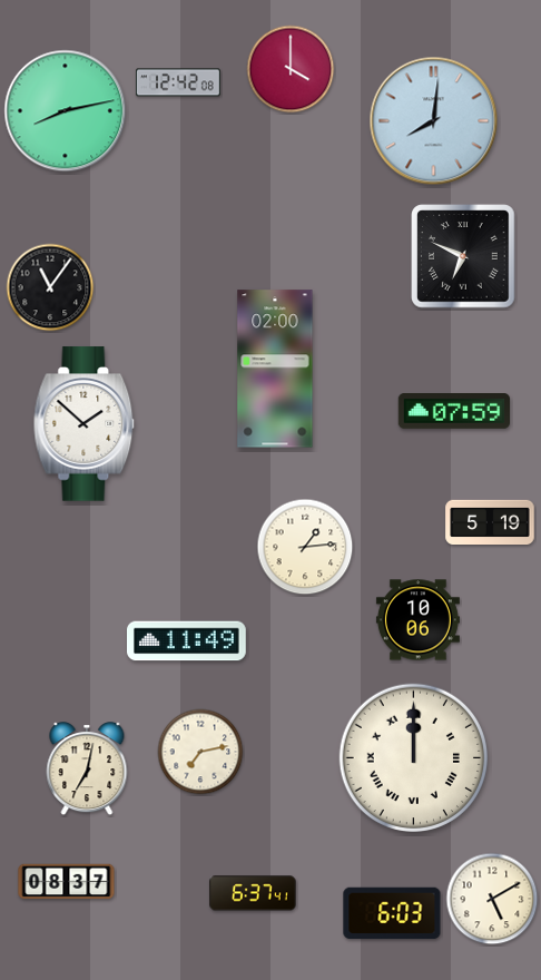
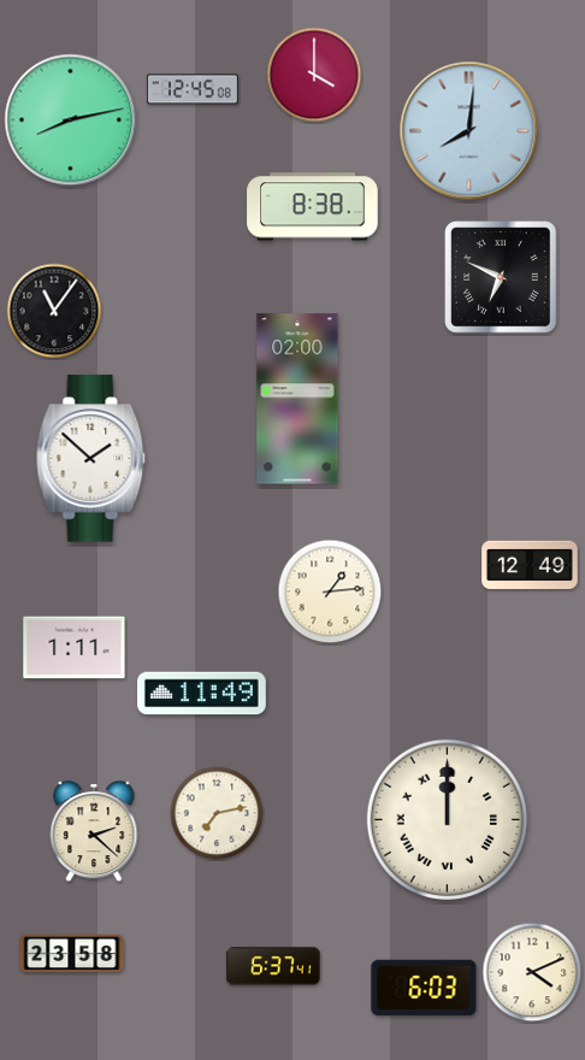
clock at (178, 82): 12:42 -> 12:45
clock at (313, 207): none -> 8:38
clock at (454, 412): 07:59 -> none
clock at (490, 521): 5:19 -> 12:49
clock at (75, 648): none -> 1:11
clock at (417, 620): 10:06 -> none
clock at (87, 770): 7:02 -> 2:22
clock at (67, 882): 08:37 -> 23:58
clock at (492, 899): 5:10 -> 4:11
